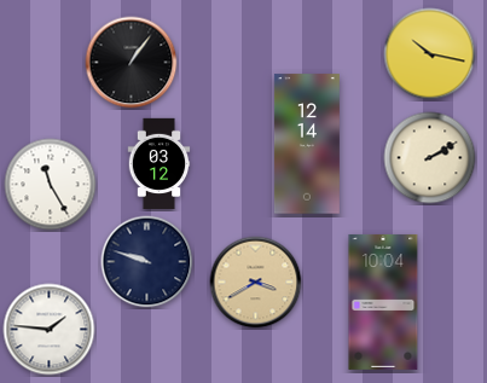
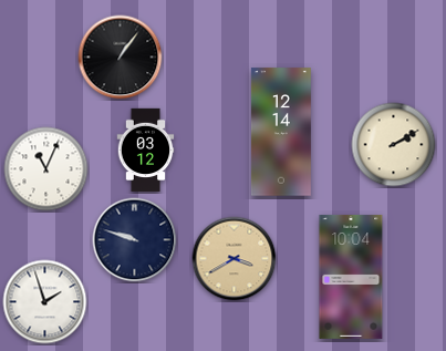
clock at (430, 54): 10:17 -> none
clock at (51, 185): 11:25 -> 11:04
clock at (50, 330): 1:46 -> 1:57
